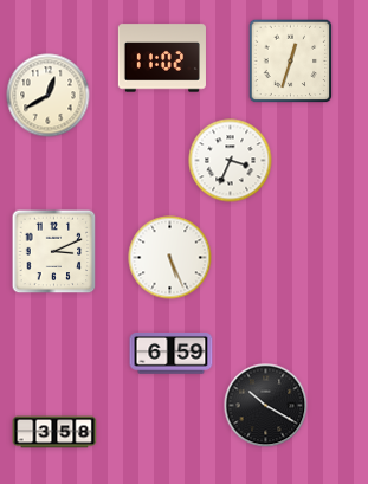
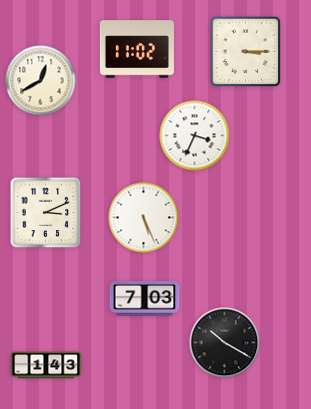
clock at (291, 62): 12:33 -> 3:15
clock at (172, 354): 6:59 -> 7:03
clock at (54, 432): 3:58 -> 1:43
